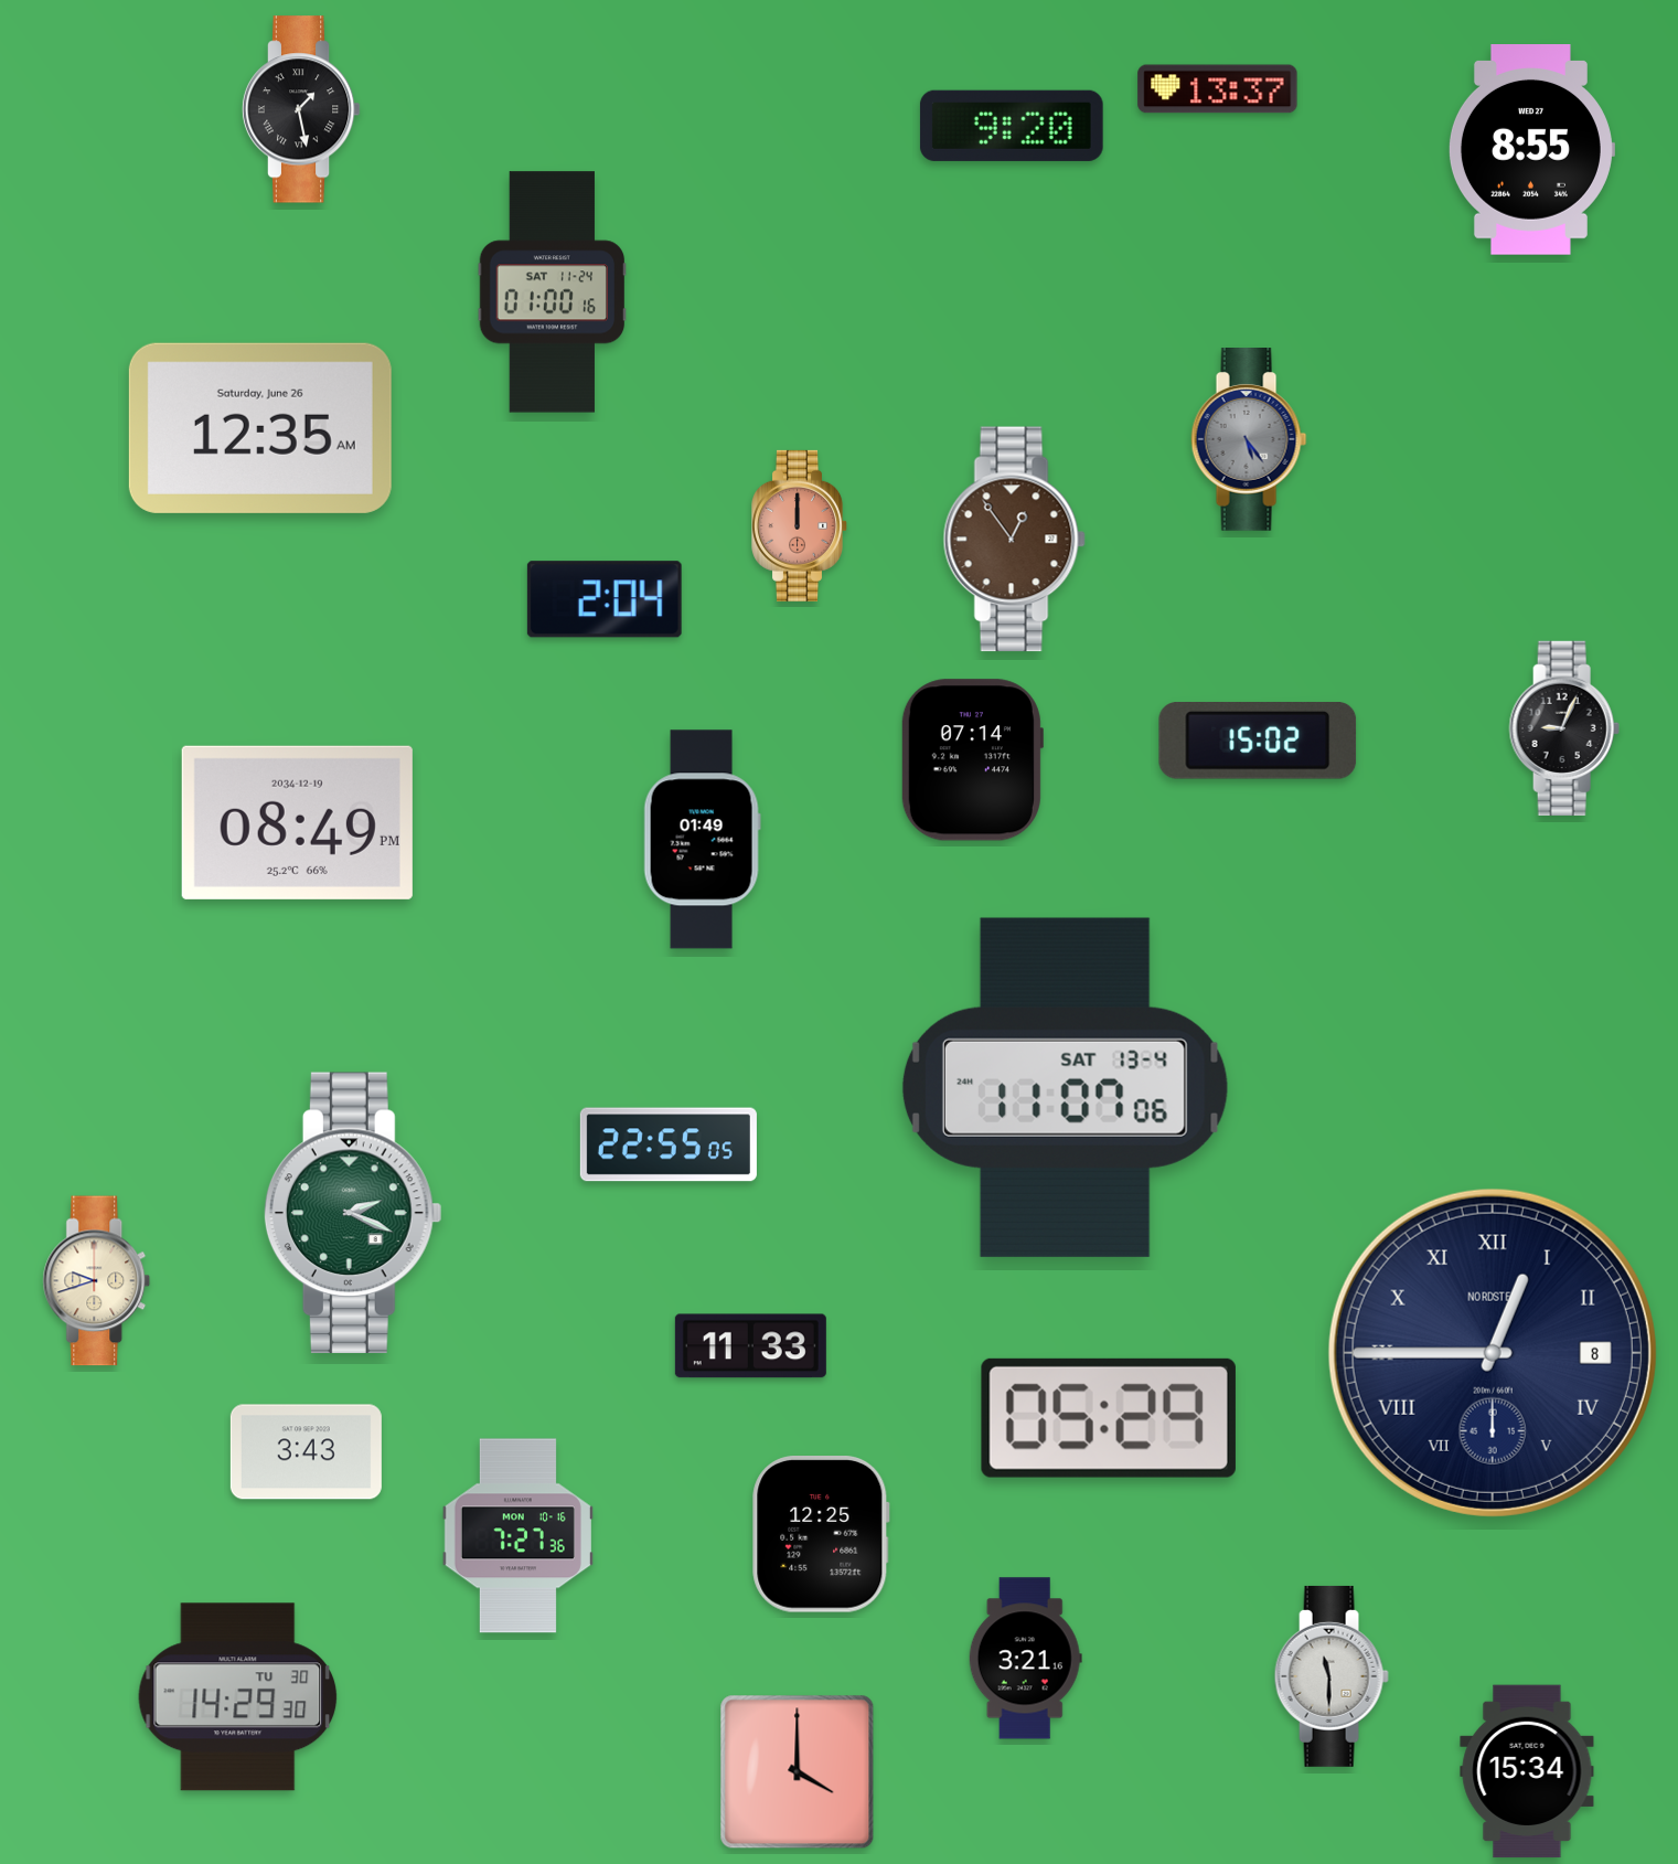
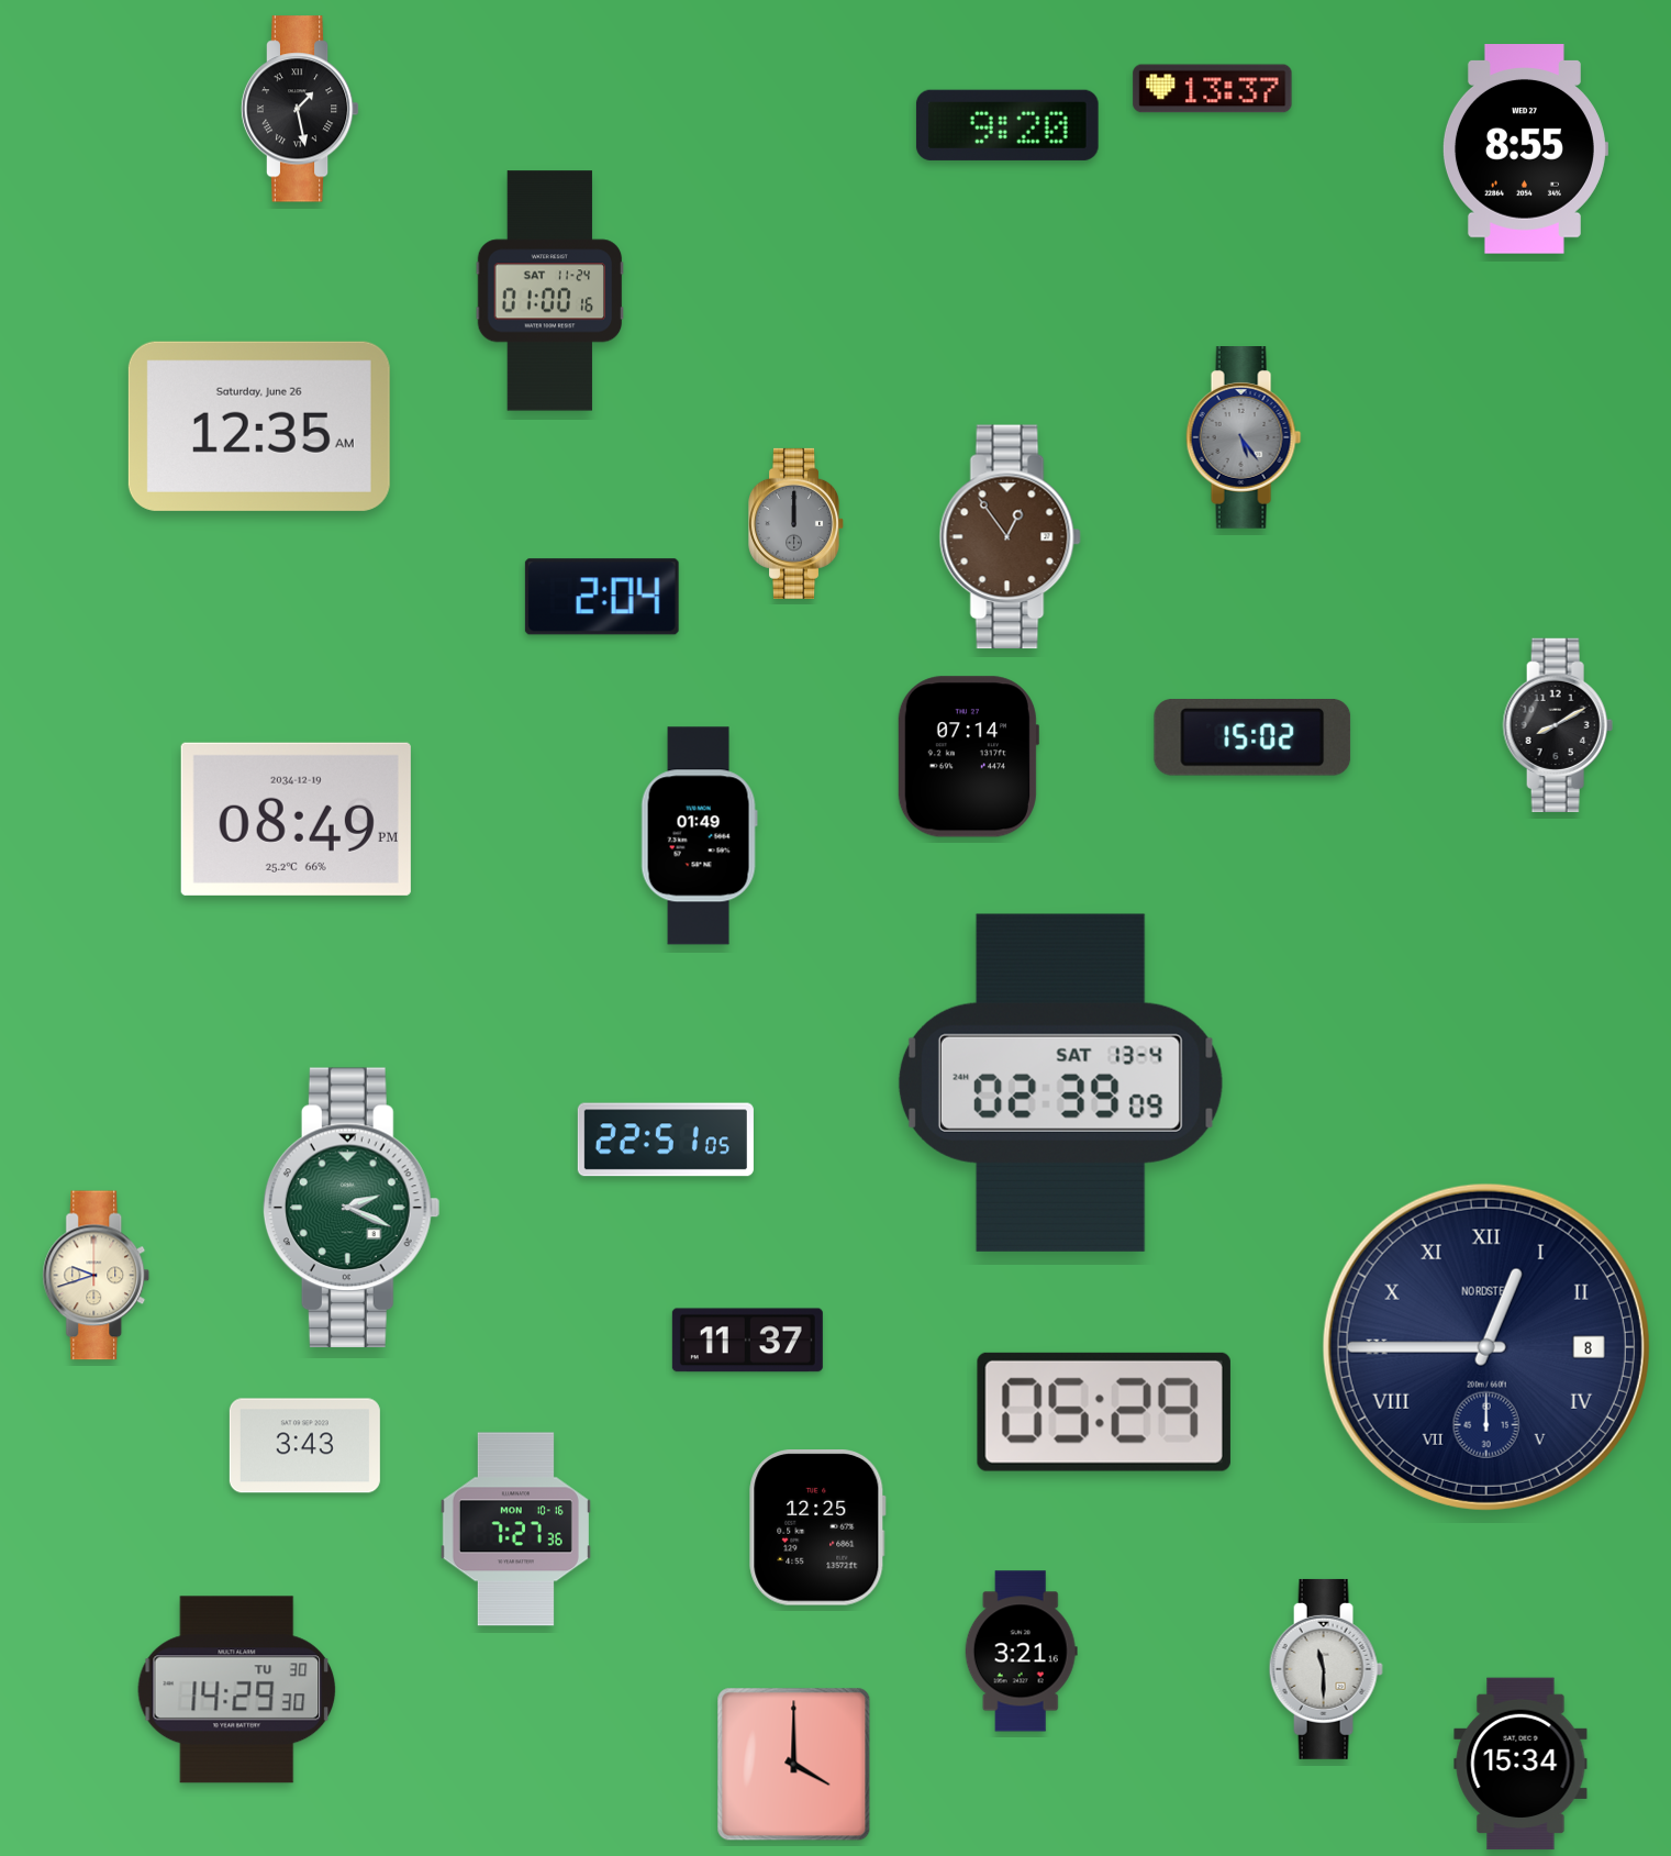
clock at (800, 525) dial: salmon -> grey
clock at (1564, 728): 9:04 -> 8:10
clock at (1065, 1087): 11:07 -> 02:39
clock at (669, 1144): 22:55 -> 22:51
clock at (750, 1346): 11:33 -> 11:37
